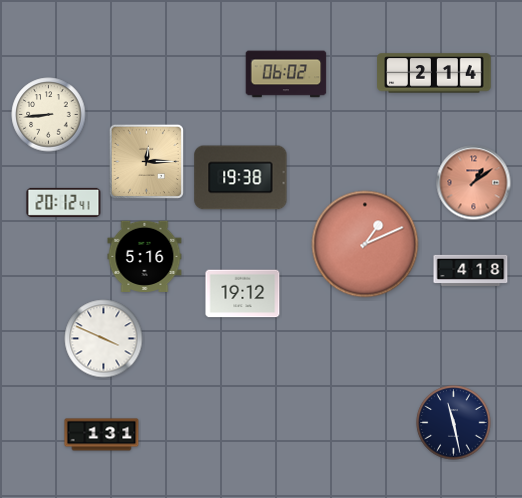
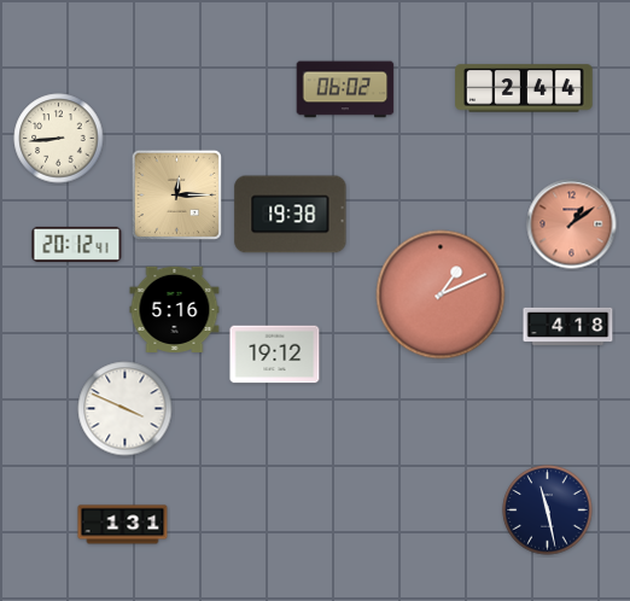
clock at (434, 73): 2:14 -> 2:44
clock at (474, 183) position: (474, 183) -> (572, 224)
clock at (243, 294) position: (243, 294) -> (275, 355)
